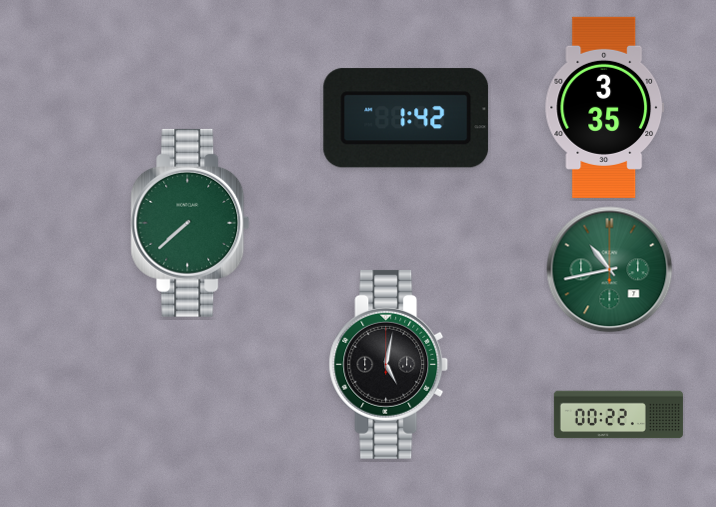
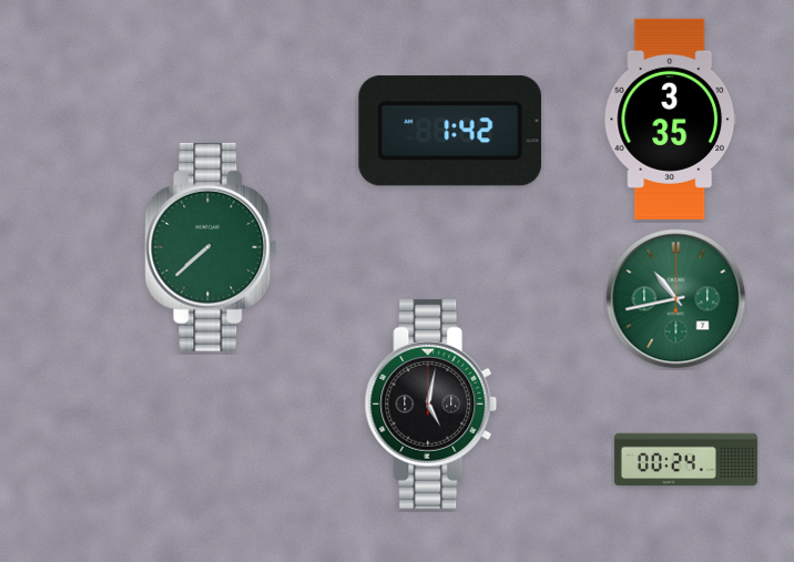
clock at (618, 415): 00:22 -> 00:24
